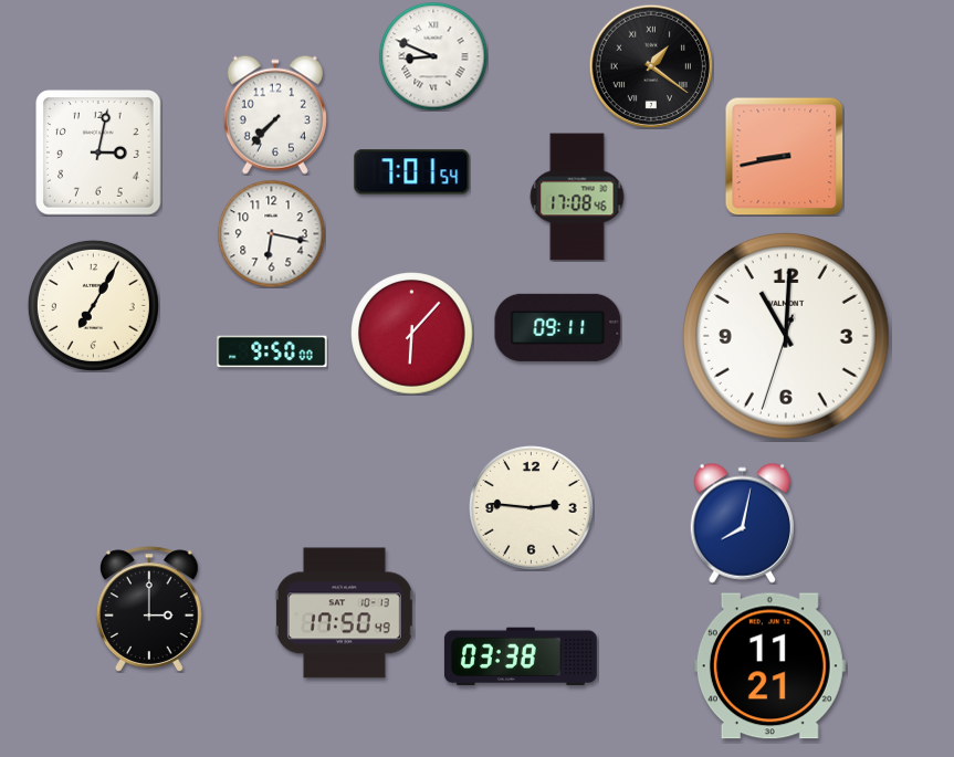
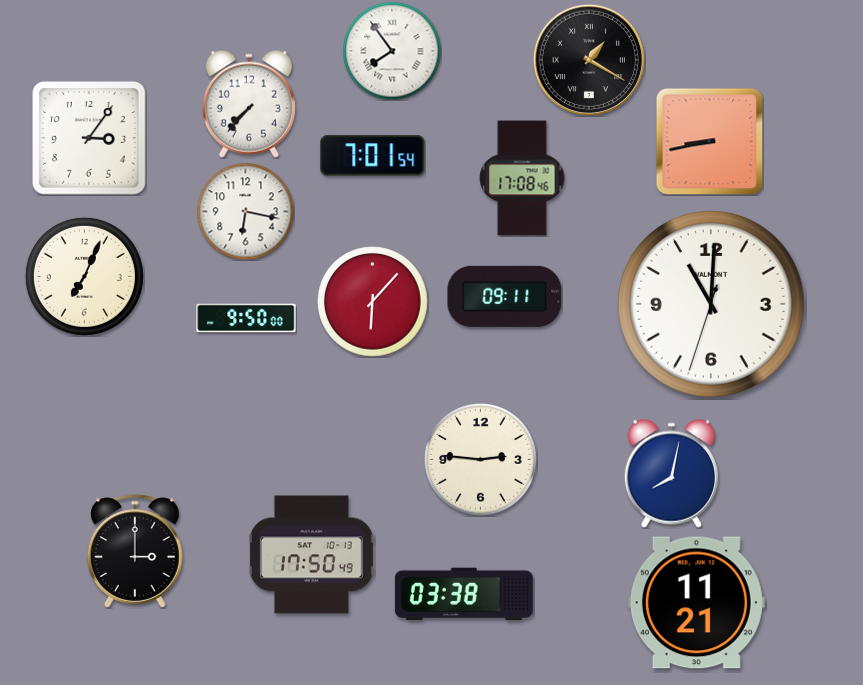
clock at (433, 56): 8:49 -> 7:54
clock at (650, 65): 1:21 -> 1:20
clock at (99, 154): 3:02 -> 3:06
clock at (93, 305): 7:05 -> 7:04
clock at (521, 656) position: (521, 656) -> (464, 594)
